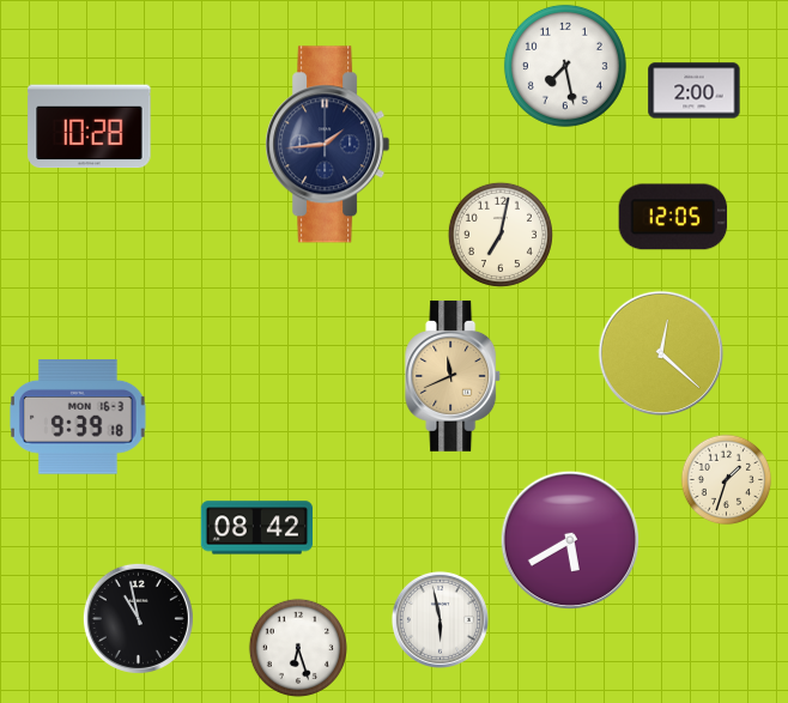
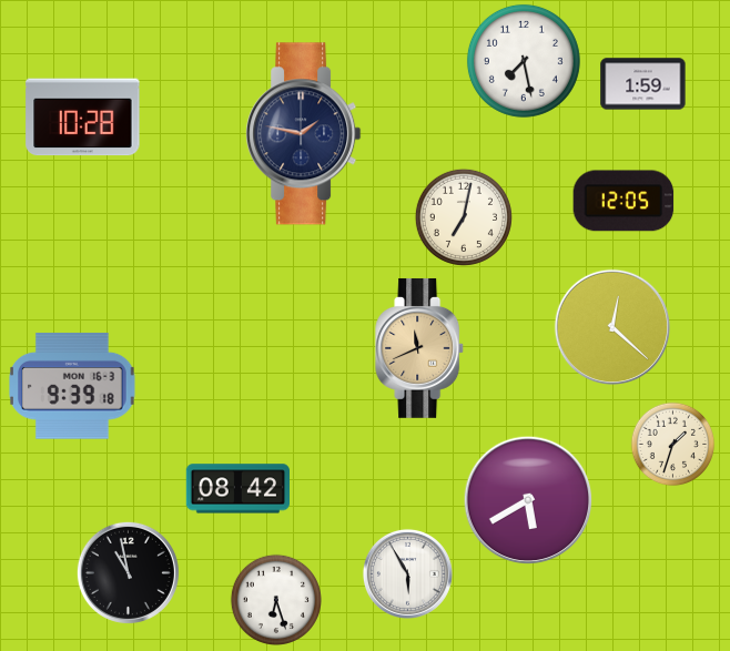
clock at (695, 91): 2:00 -> 1:59
clock at (328, 145): 1:44 -> 1:47
clock at (440, 619): 5:58 -> 5:55
